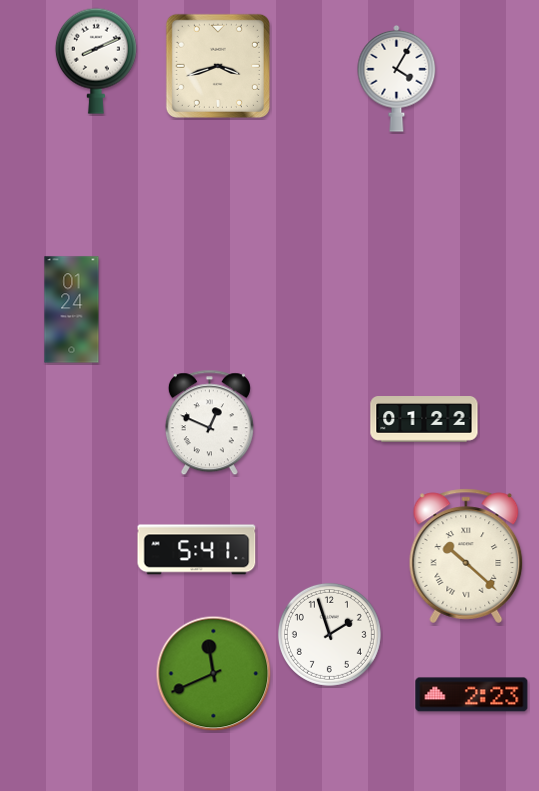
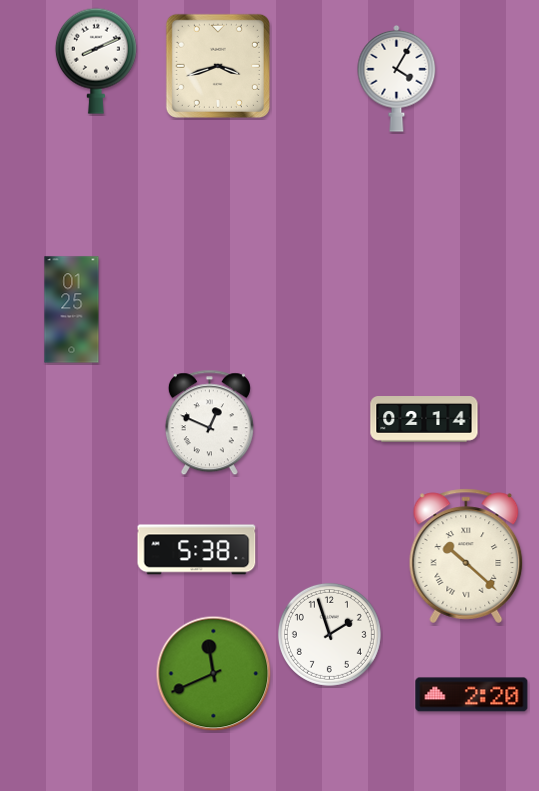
clock at (72, 310): 01:24 -> 01:25
clock at (424, 420): 01:22 -> 02:14
clock at (197, 550): 5:41 -> 5:38
clock at (472, 695): 2:23 -> 2:20
